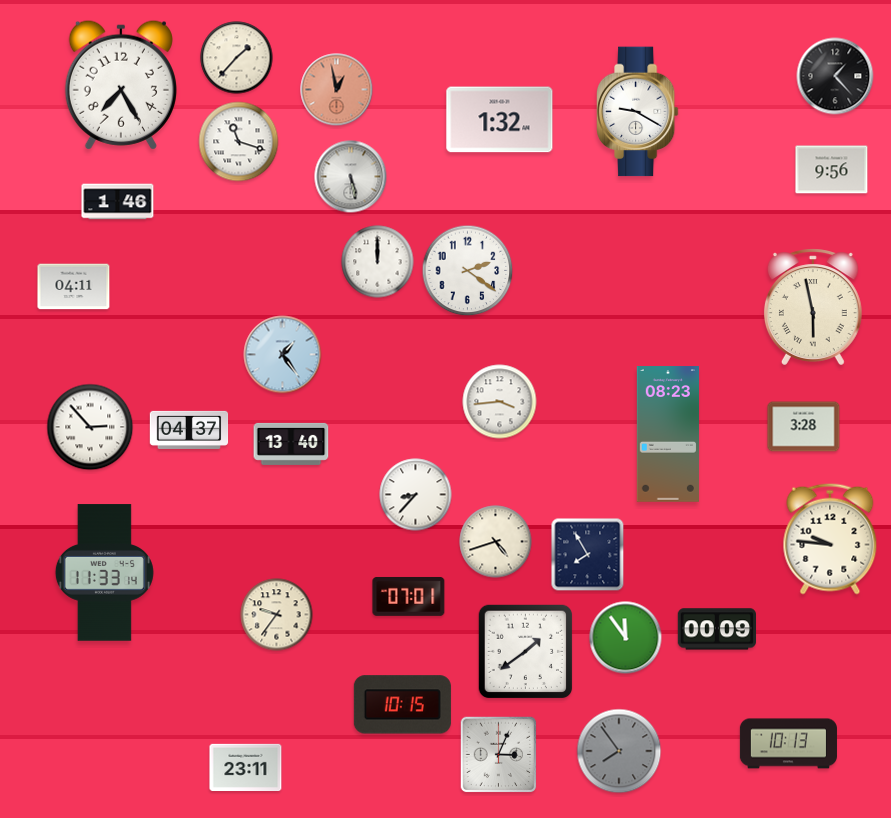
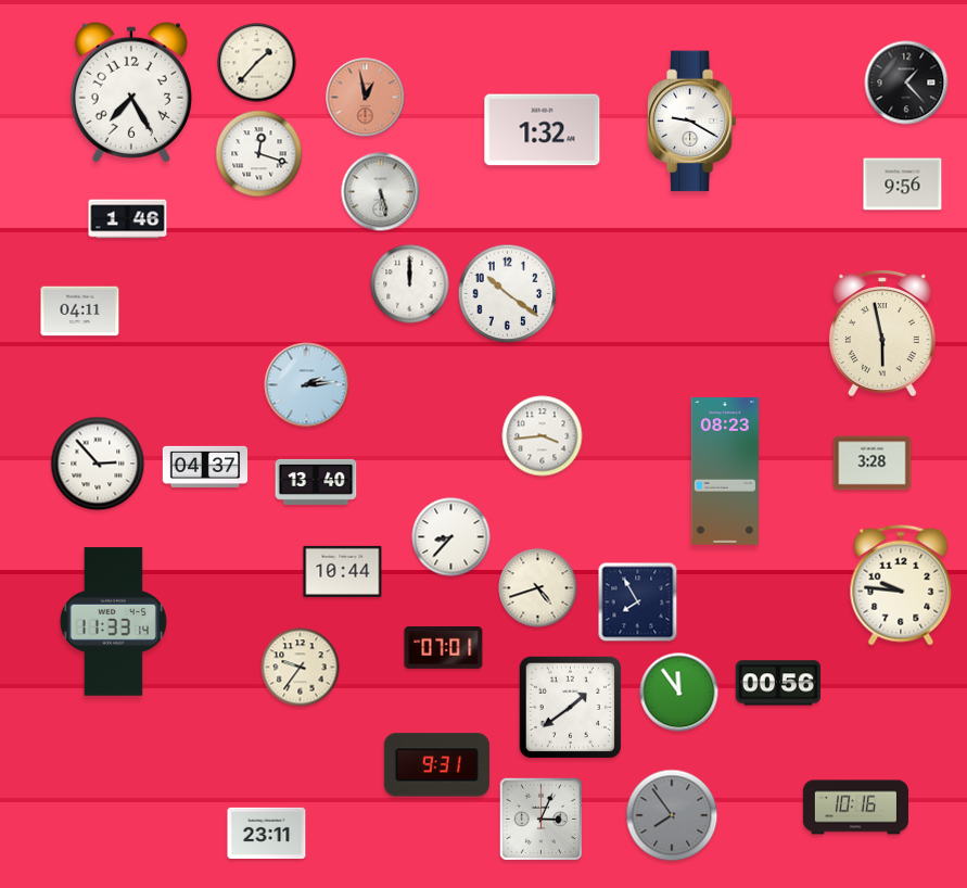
clock at (239, 142): 11:18 -> 12:18
clock at (468, 271): 2:21 -> 10:21
clock at (283, 355): 1:24 -> 2:14
clock at (343, 571): none -> 10:44
clock at (716, 629): 00:09 -> 00:56
clock at (402, 705): 10:15 -> 9:31
clock at (788, 744): 10:13 -> 10:16
